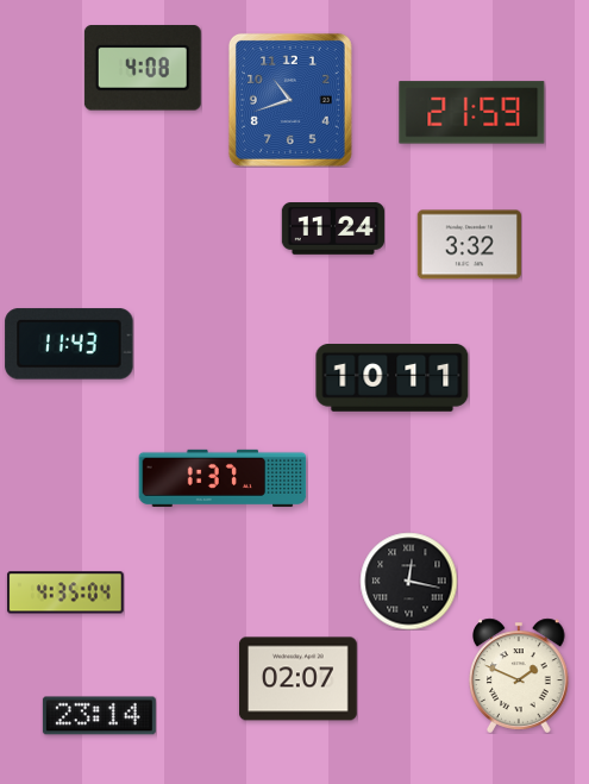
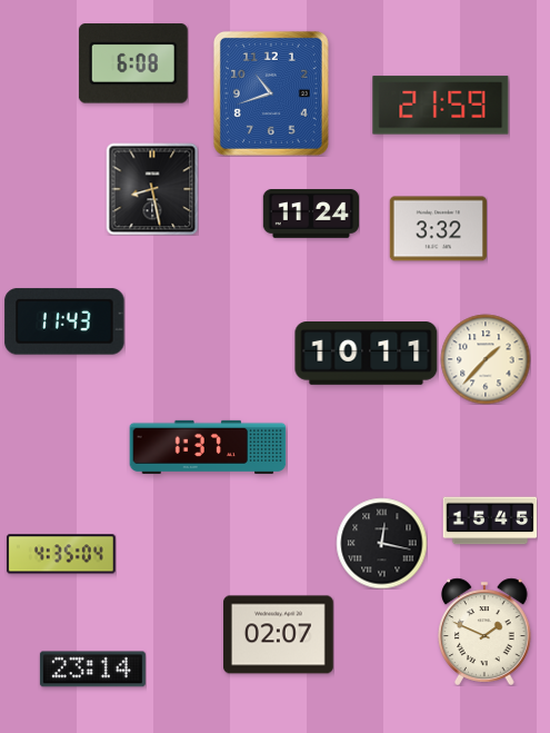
clock at (143, 68): 4:08 -> 6:08
clock at (152, 189): none -> 8:28
clock at (486, 359): none -> 1:37
clock at (490, 521): none -> 15:45
